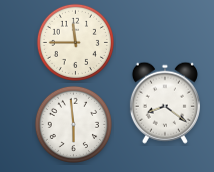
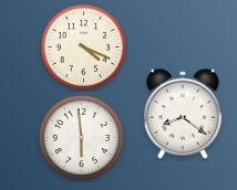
clock at (75, 42): 11:45 -> 4:19
